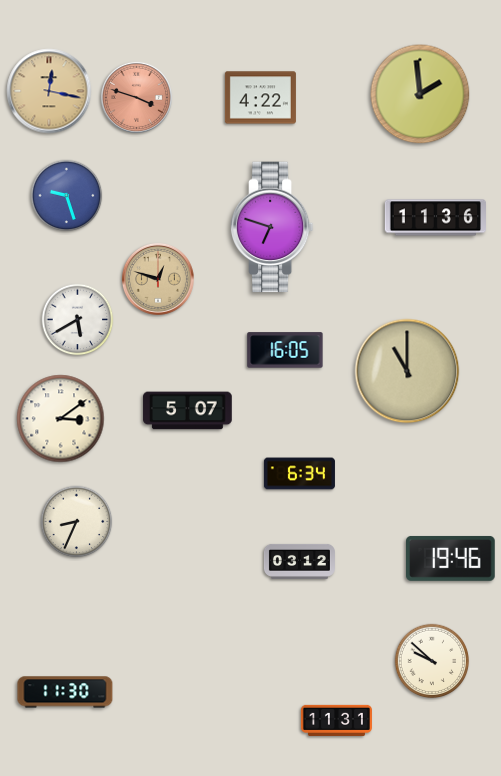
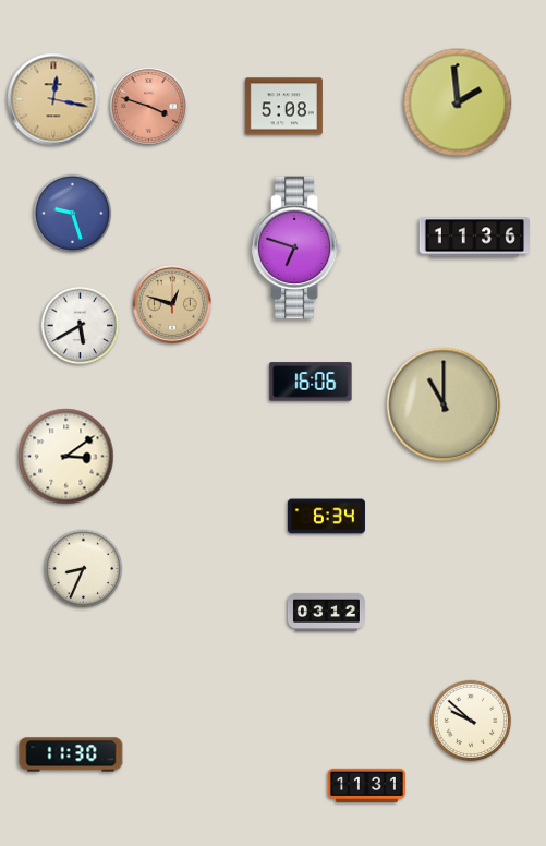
clock at (260, 98): 4:22 -> 5:08
clock at (78, 320) position: (78, 320) -> (81, 326)
clock at (285, 350): 16:05 -> 16:06
clock at (188, 411): 5:07 -> none
clock at (451, 558): 19:46 -> none
